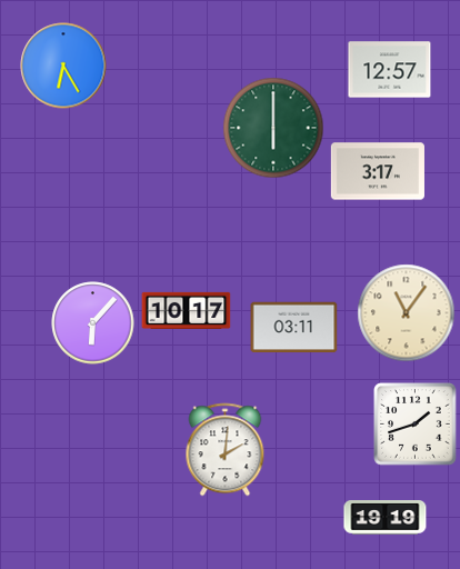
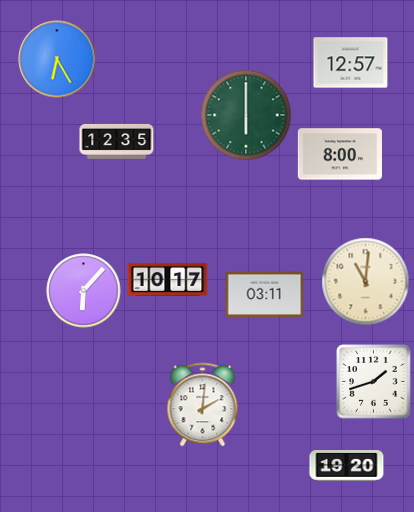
clock at (117, 141): none -> 12:35
clock at (378, 171): 3:17 -> 8:00
clock at (407, 313): 11:06 -> 11:01
clock at (386, 518): 19:19 -> 19:20
